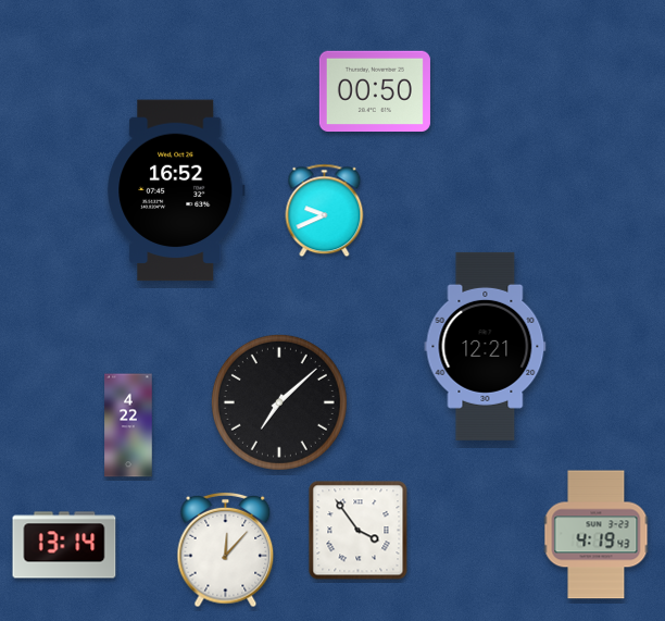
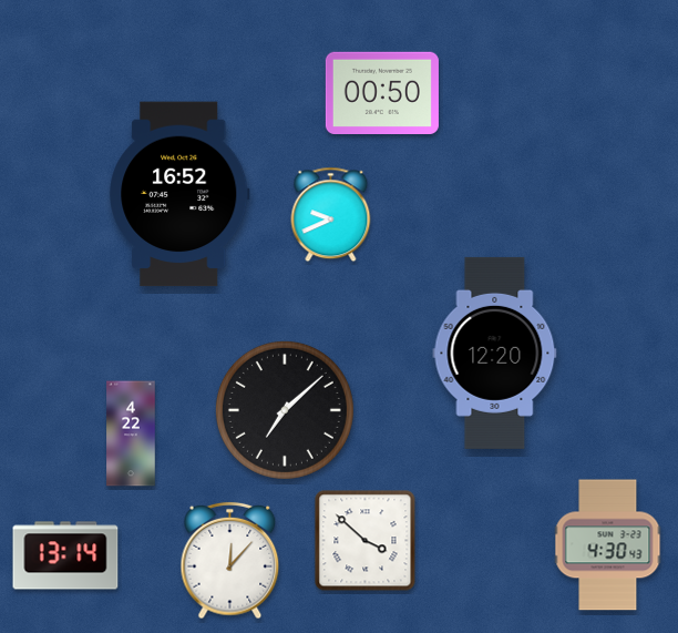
clock at (486, 346): 12:21 -> 12:20
clock at (359, 531): 3:54 -> 3:52
clock at (597, 535): 4:19 -> 4:30
